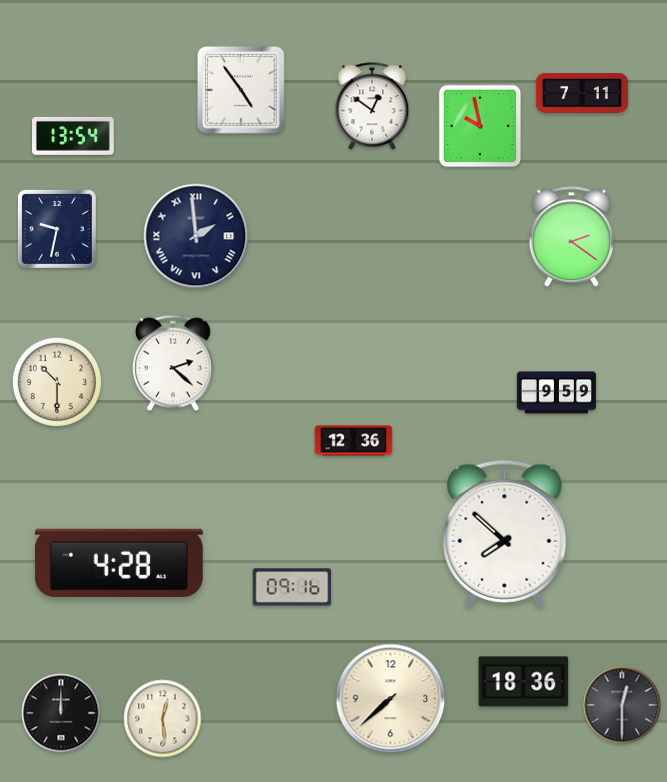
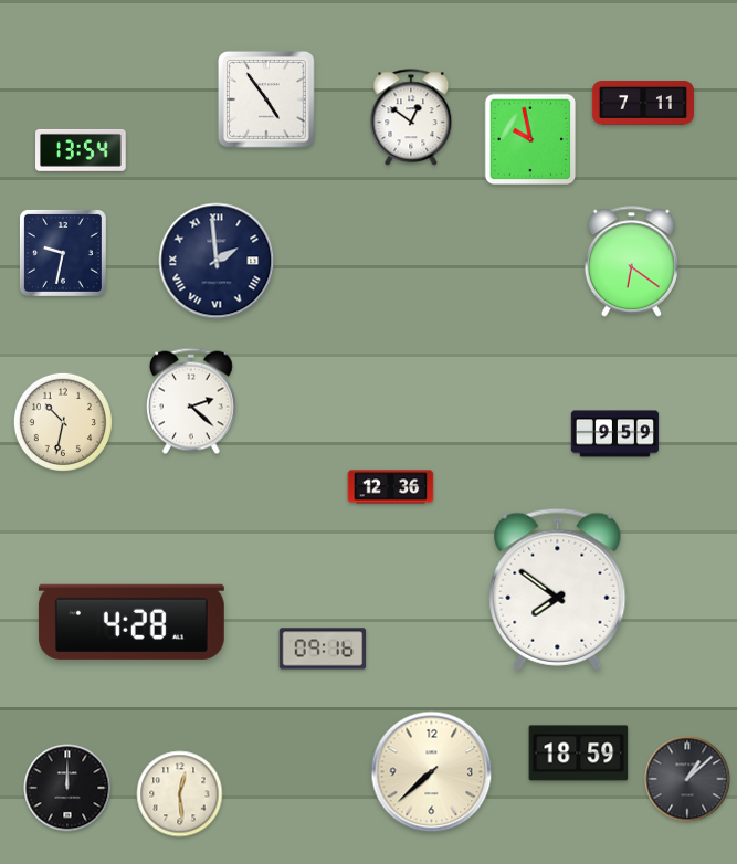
clock at (571, 237): 2:21 -> 6:21
clock at (56, 381): 10:30 -> 10:32
clock at (505, 533): 7:52 -> 7:51
clock at (524, 682): 18:36 -> 18:59
clock at (622, 705): 12:30 -> 1:08
